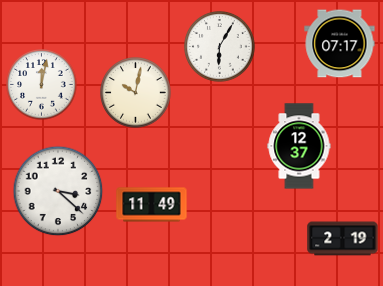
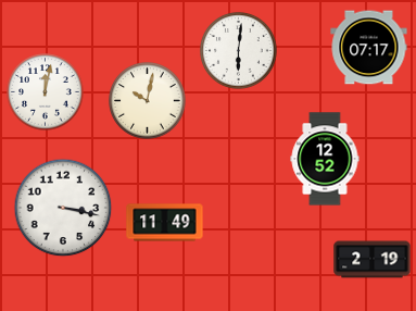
clock at (220, 47): 6:05 -> 6:01
clock at (299, 146): 12:37 -> 12:52
clock at (58, 191): 3:22 -> 3:17
